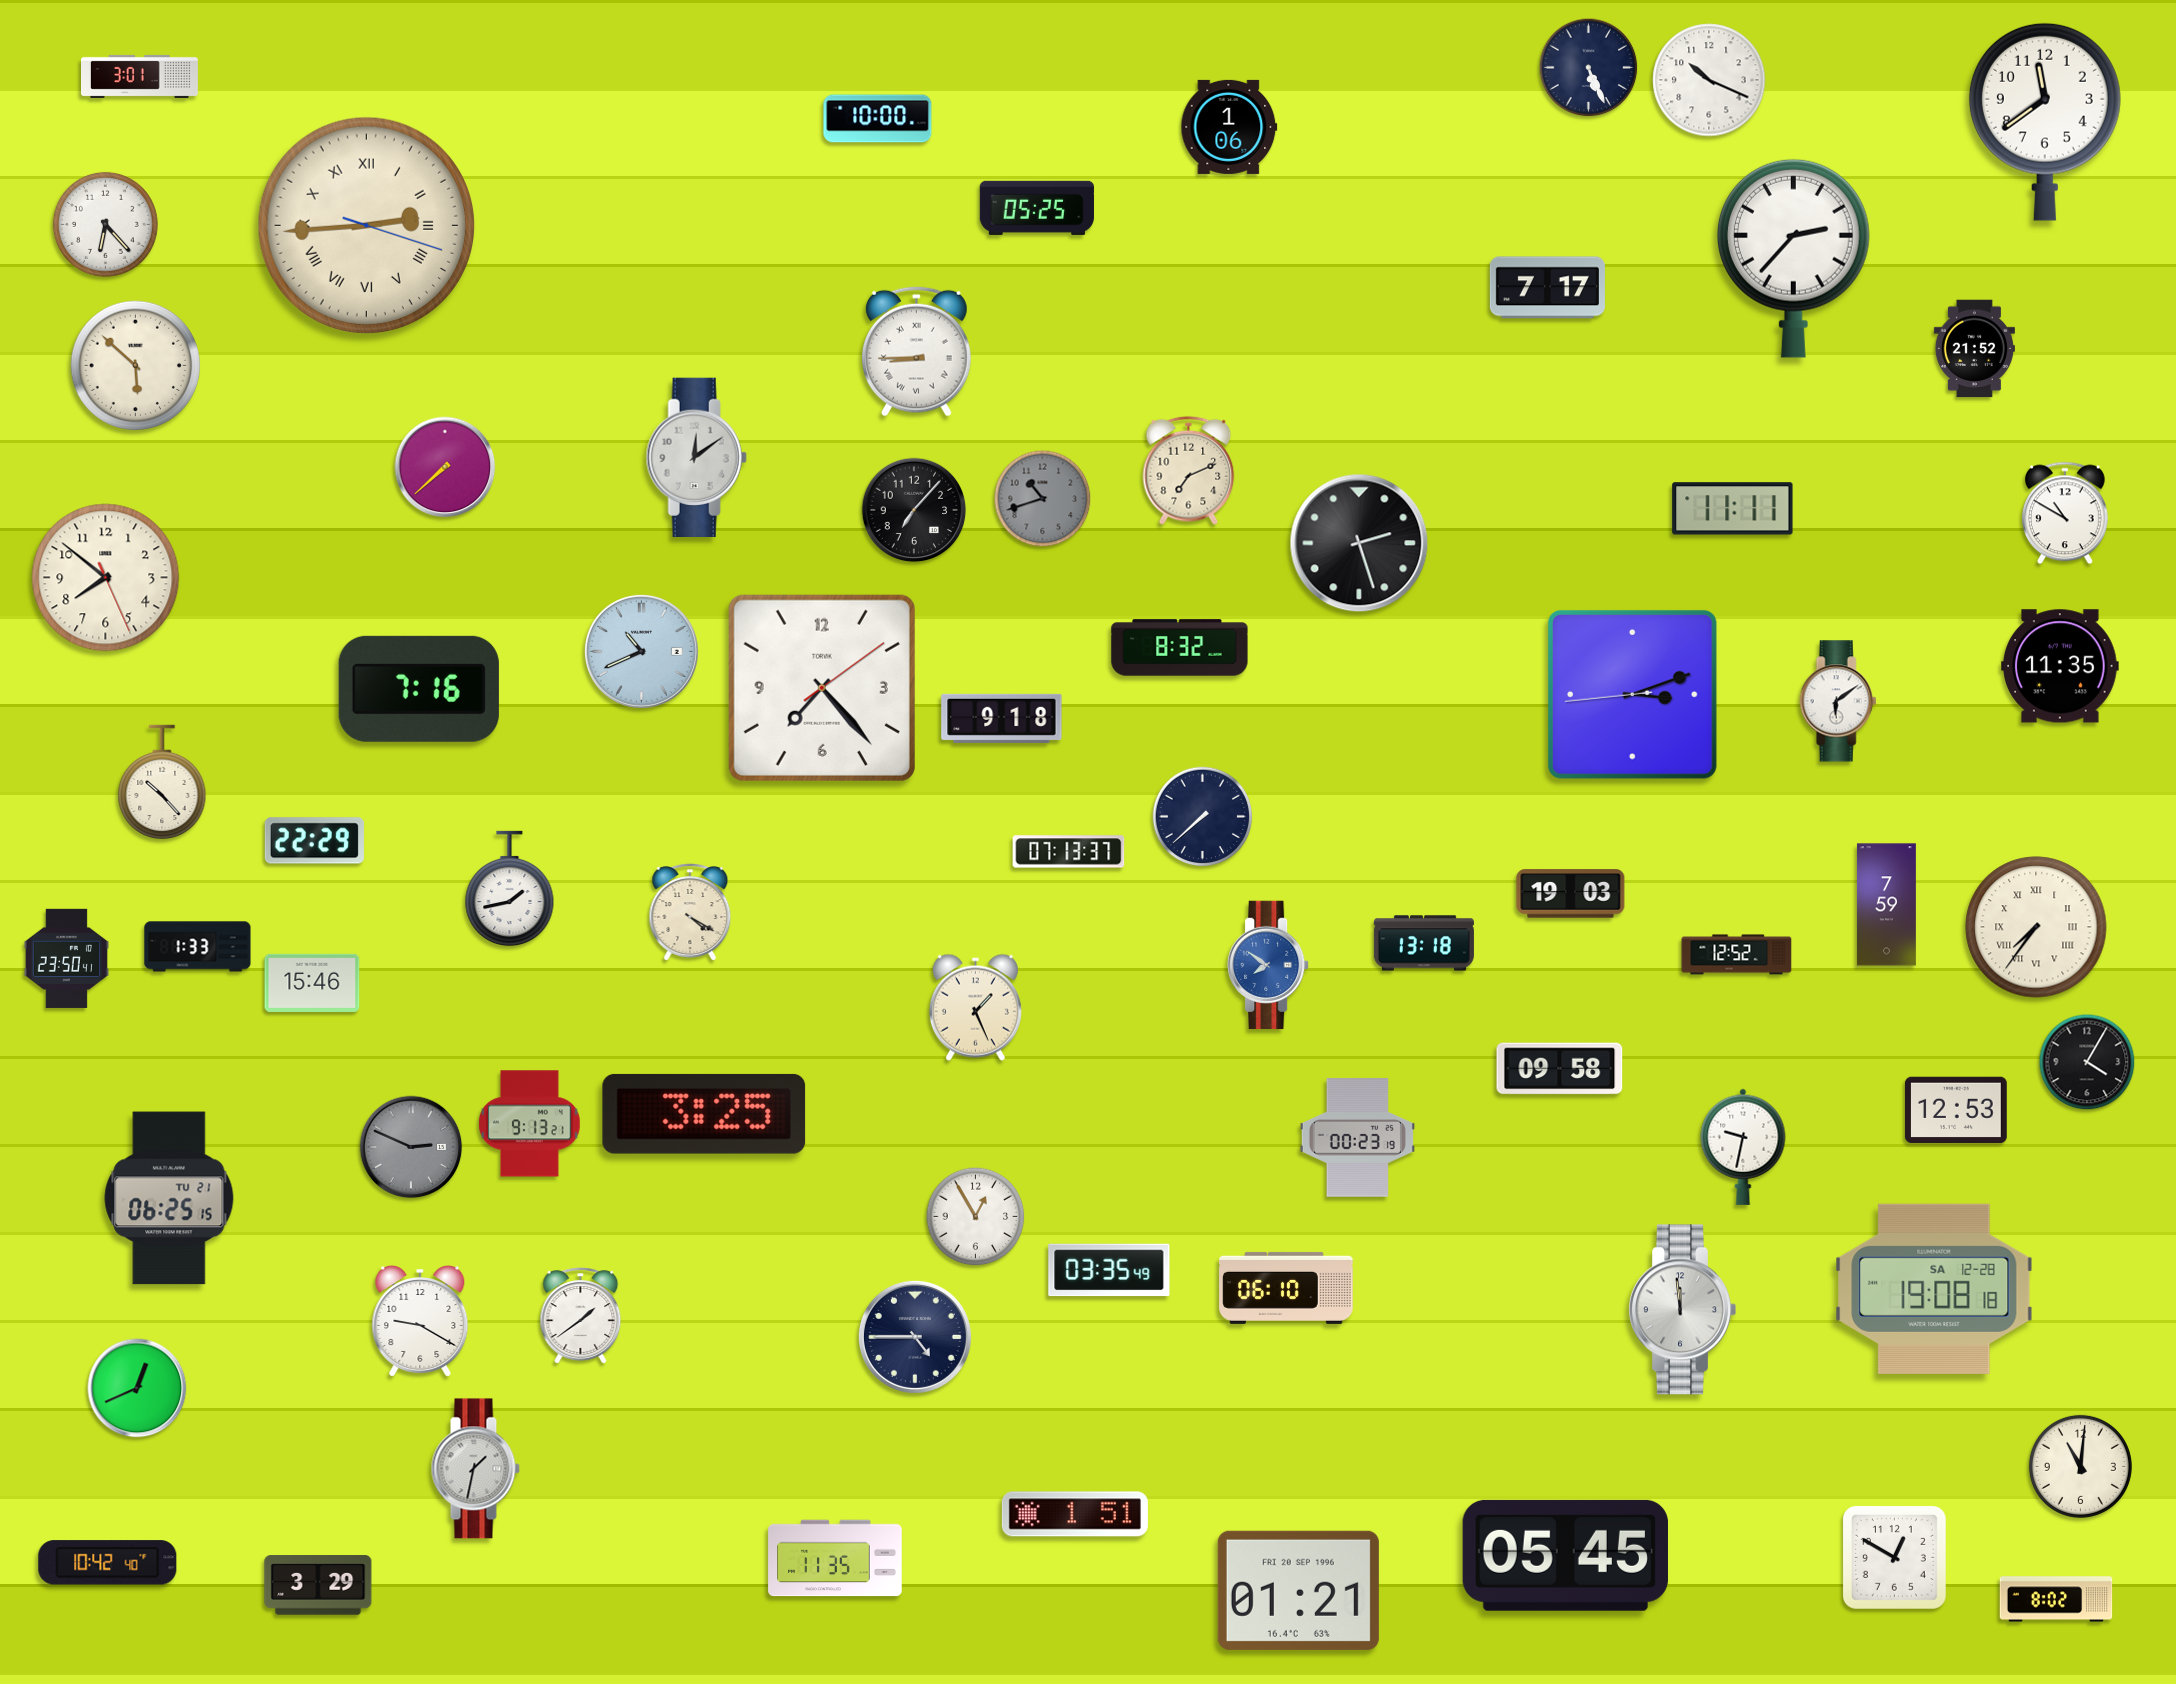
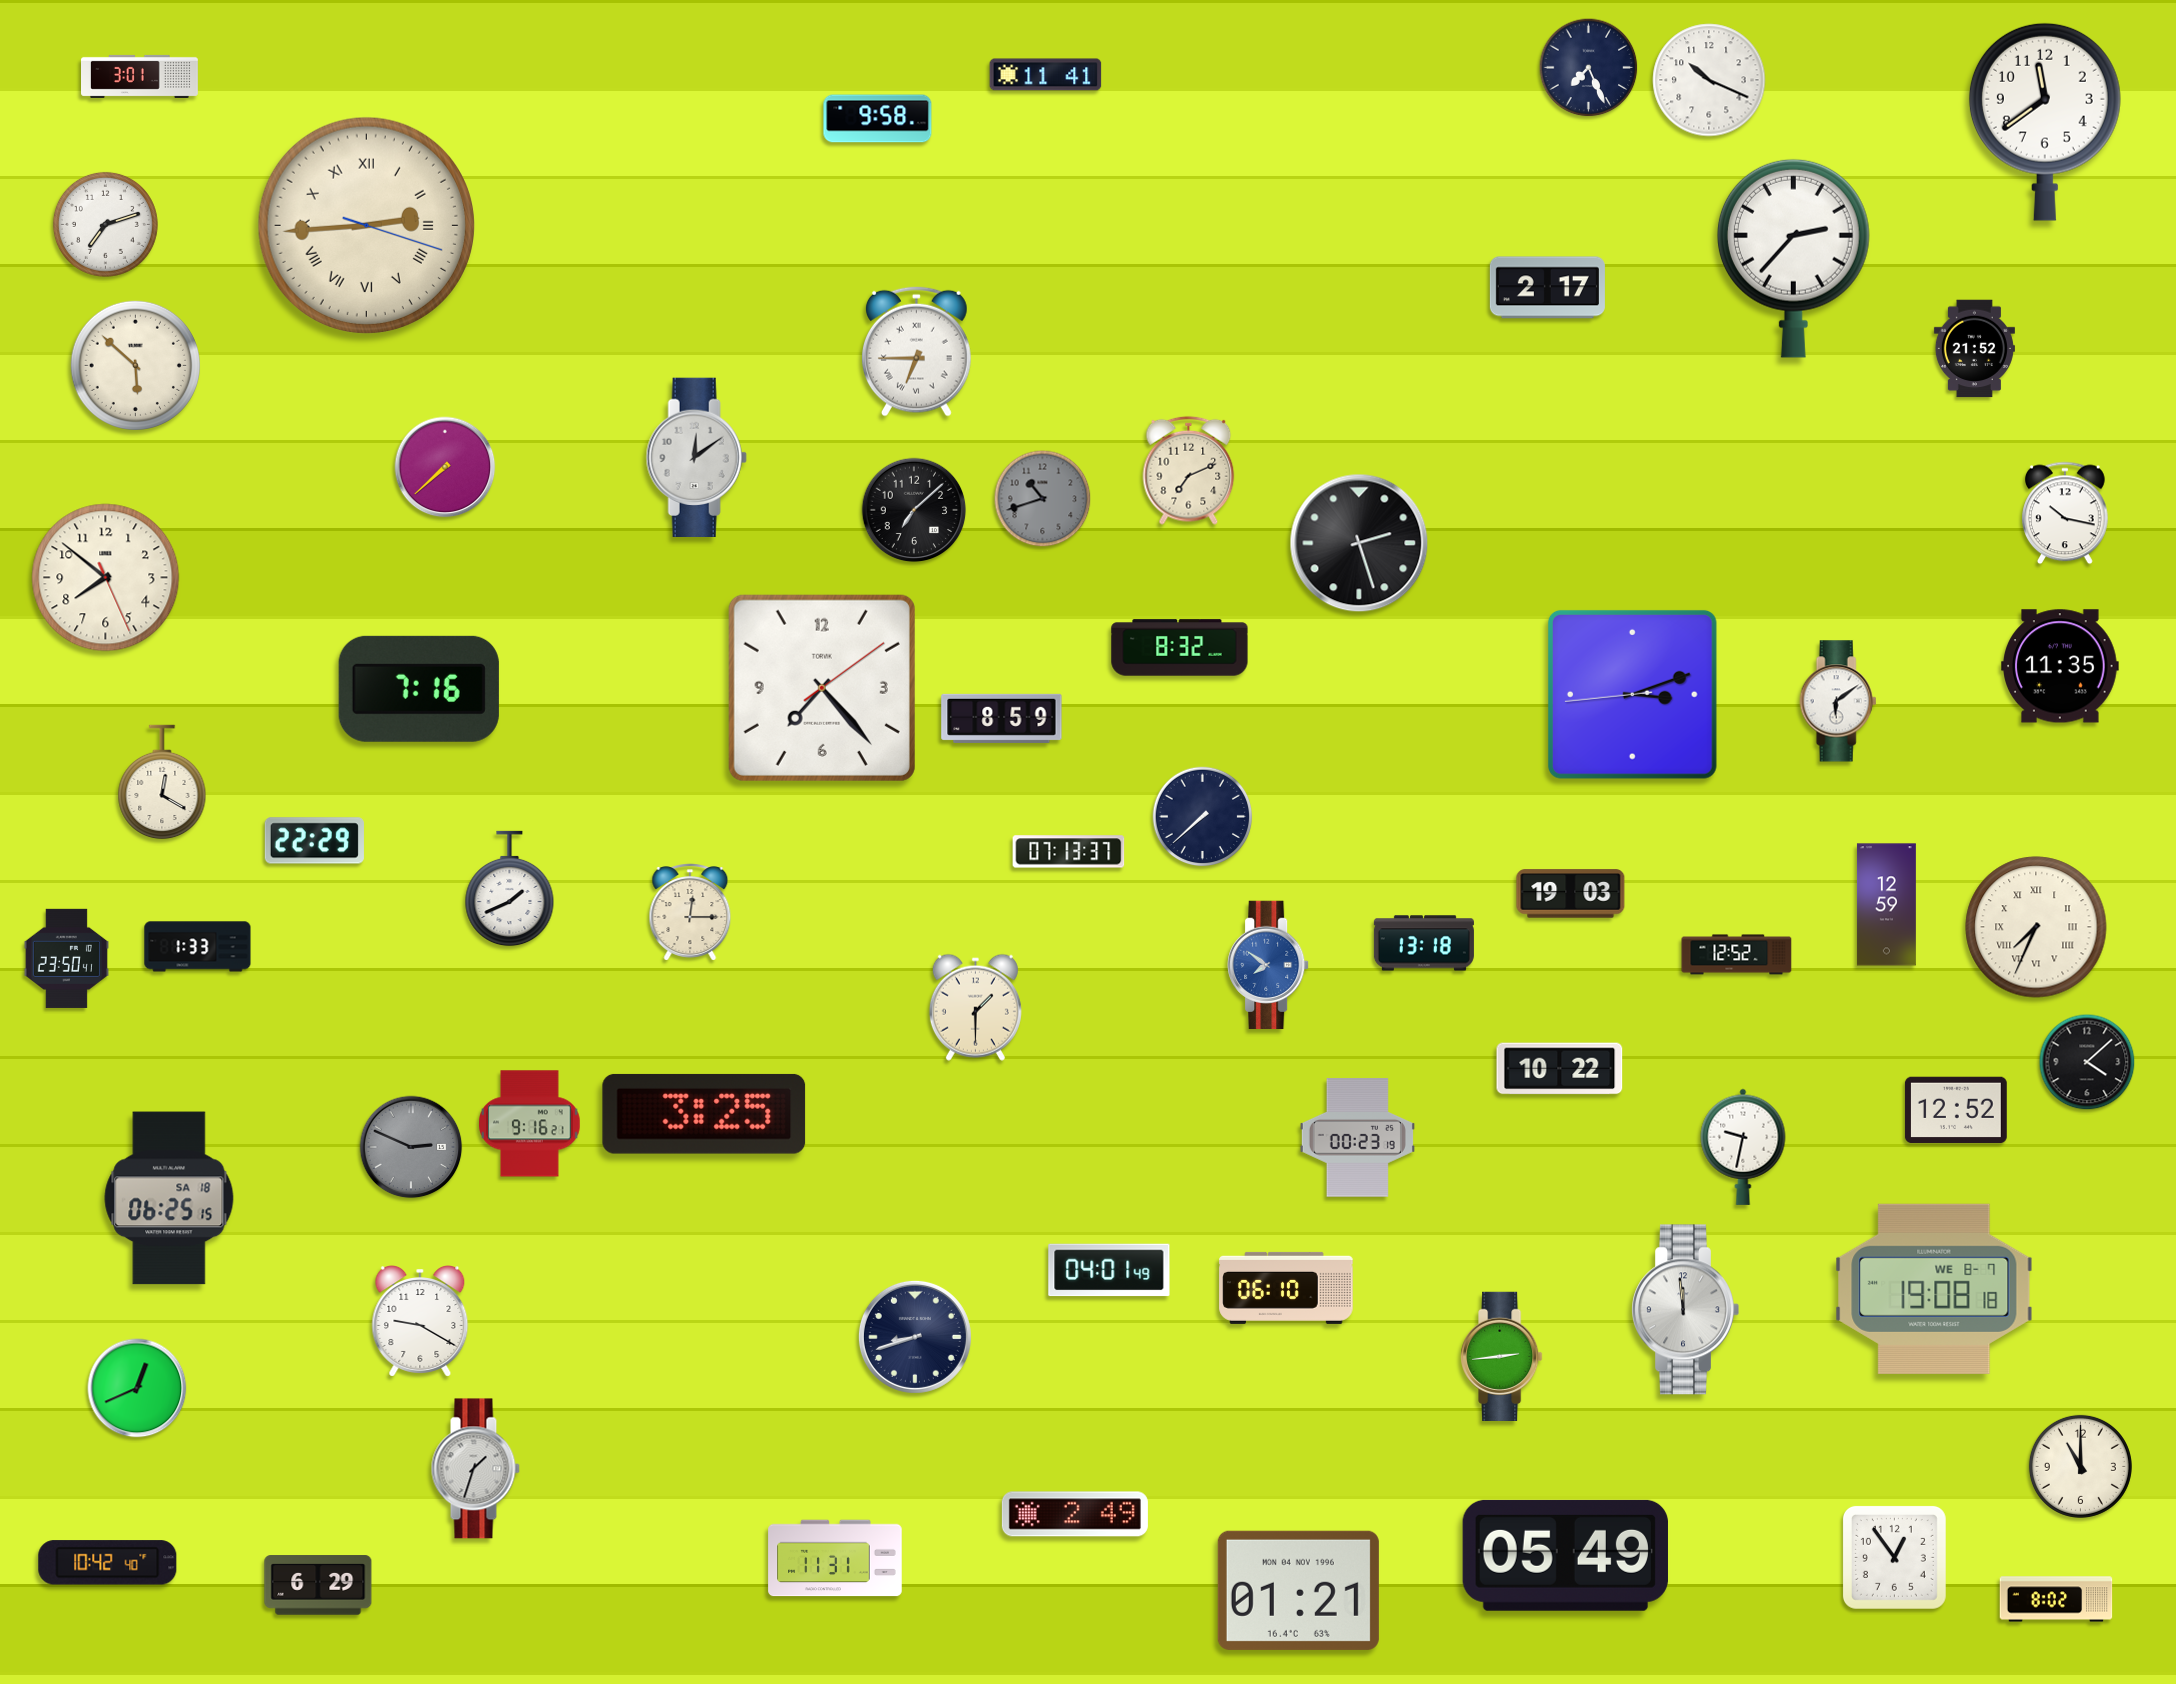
clock at (1589, 68): 5:26 -> 7:26
clock at (1046, 75): none -> 11:41
clock at (878, 119): 10:00 -> 9:58
clock at (1229, 127): 1:06 -> none
clock at (1037, 208): 05:25 -> none
clock at (105, 224): 6:23 -> 7:12
clock at (1547, 288): 7:17 -> 2:17
clock at (916, 351): 8:45 -> 6:45
clock at (1733, 509): 11:11 -> none
clock at (914, 510): 7:07 -> 7:08
clock at (2066, 513): 10:50 -> 10:17
clock at (641, 651): 10:41 -> none
clock at (1002, 718): 9:18 -> 8:59
clock at (162, 782): 10:23 -> 12:20
clock at (510, 889): 1:43 -> 1:41
clock at (1886, 905): 7:59 -> 12:59
clock at (690, 912): 4:20 -> 12:15
clock at (2036, 927): 7:36 -> 7:34
clock at (312, 983): 15:46 -> none
clock at (975, 1007): 1:26 -> 1:30
clock at (2087, 1062): 4:05 -> 4:08
clock at (1560, 1069): 09:58 -> 10:22
clock at (1956, 1110): 12:53 -> 12:52
clock at (530, 1124): 9:13 -> 9:16
clock at (169, 1198) date: TU 21 -> SA 18
clock at (976, 1217): 12:55 -> none
clock at (1109, 1270): 03:35 -> 04:01
clock at (1934, 1289) date: SA 12-28 -> WE 8-7
clock at (1682, 1310) position: (1682, 1310) -> (1685, 1310)
clock at (581, 1316): 1:39 -> none
clock at (915, 1337): 4:45 -> 8:42
clock at (1502, 1356): none -> 2:44
clock at (2080, 1466): 11:01 -> 11:00
clock at (475, 1469): 1:32 -> 1:33
clock at (1075, 1514): 1:51 -> 2:49
clock at (1565, 1555): 05:45 -> 05:49
clock at (1894, 1557): 12:50 -> 12:54
clock at (835, 1558): 11:35 -> 11:31
clock at (318, 1585): 3:29 -> 6:29
clock at (1298, 1590) date: FRI 20 SEP 1996 -> MON 04 NOV 1996
